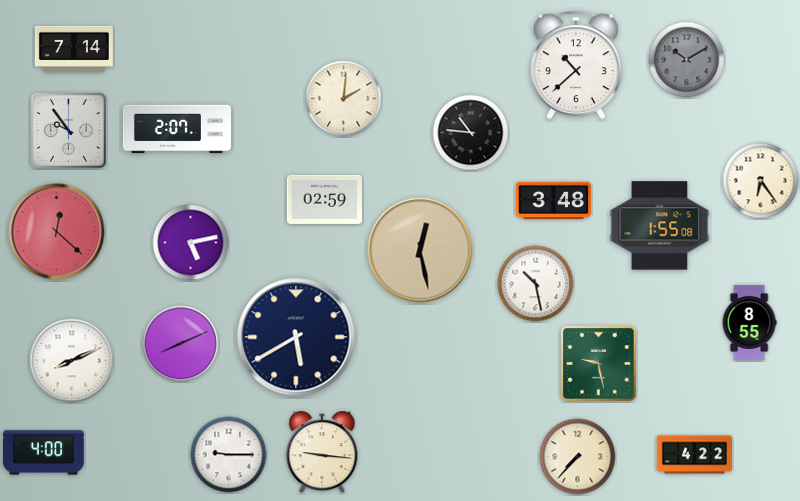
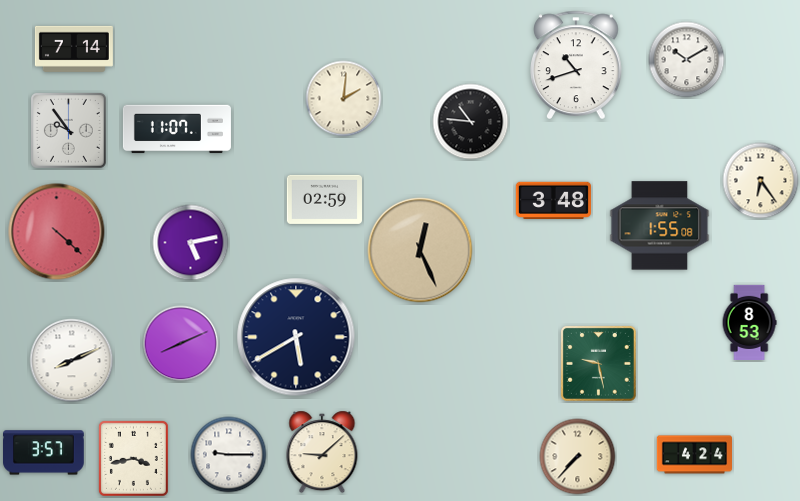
clock at (687, 60) dial: grey -> white
clock at (577, 64): 10:38 -> 10:42
clock at (177, 129): 2:07 -> 11:07
clock at (471, 133) position: (471, 133) -> (471, 122)
clock at (57, 232): 12:22 -> 4:22
clock at (420, 250): 12:28 -> 12:26
clock at (536, 284): 10:28 -> none
clock at (749, 322): 8:55 -> 8:53
clock at (322, 452): 9:16 -> 9:08
clock at (44, 453): 4:00 -> 3:57
clock at (694, 455): 4:22 -> 4:24
clock at (133, 458): none -> 3:43
